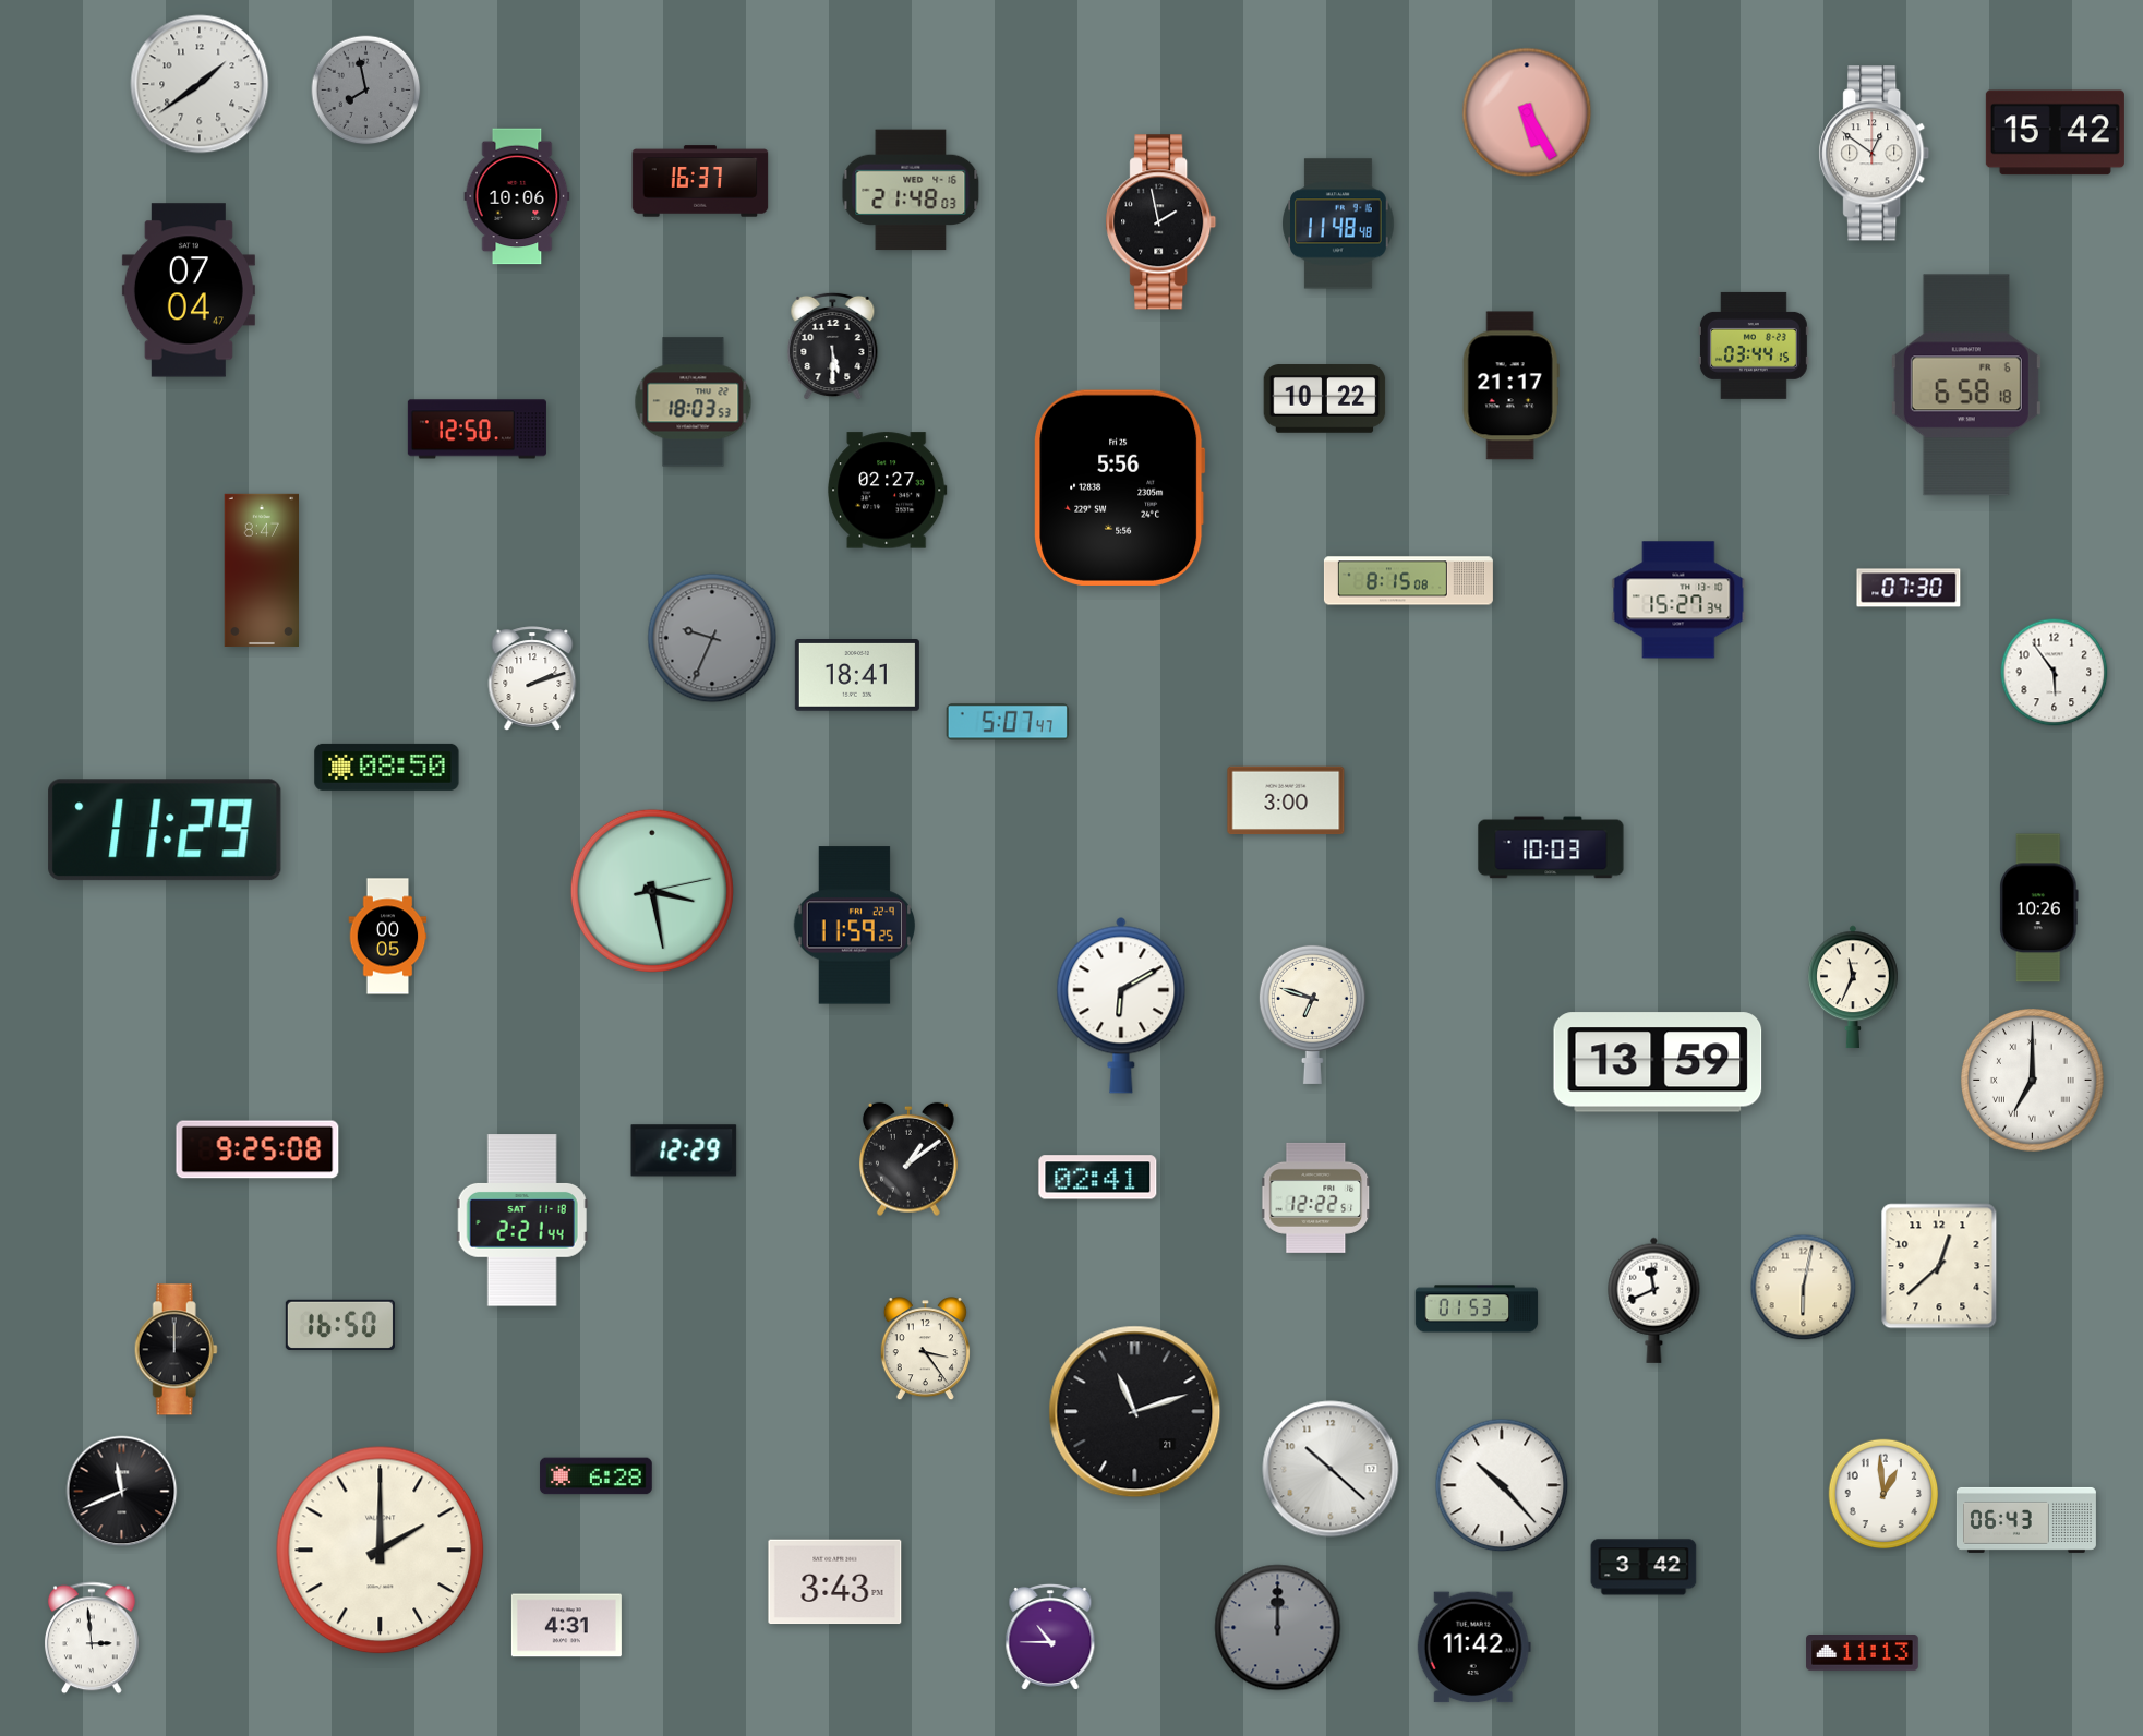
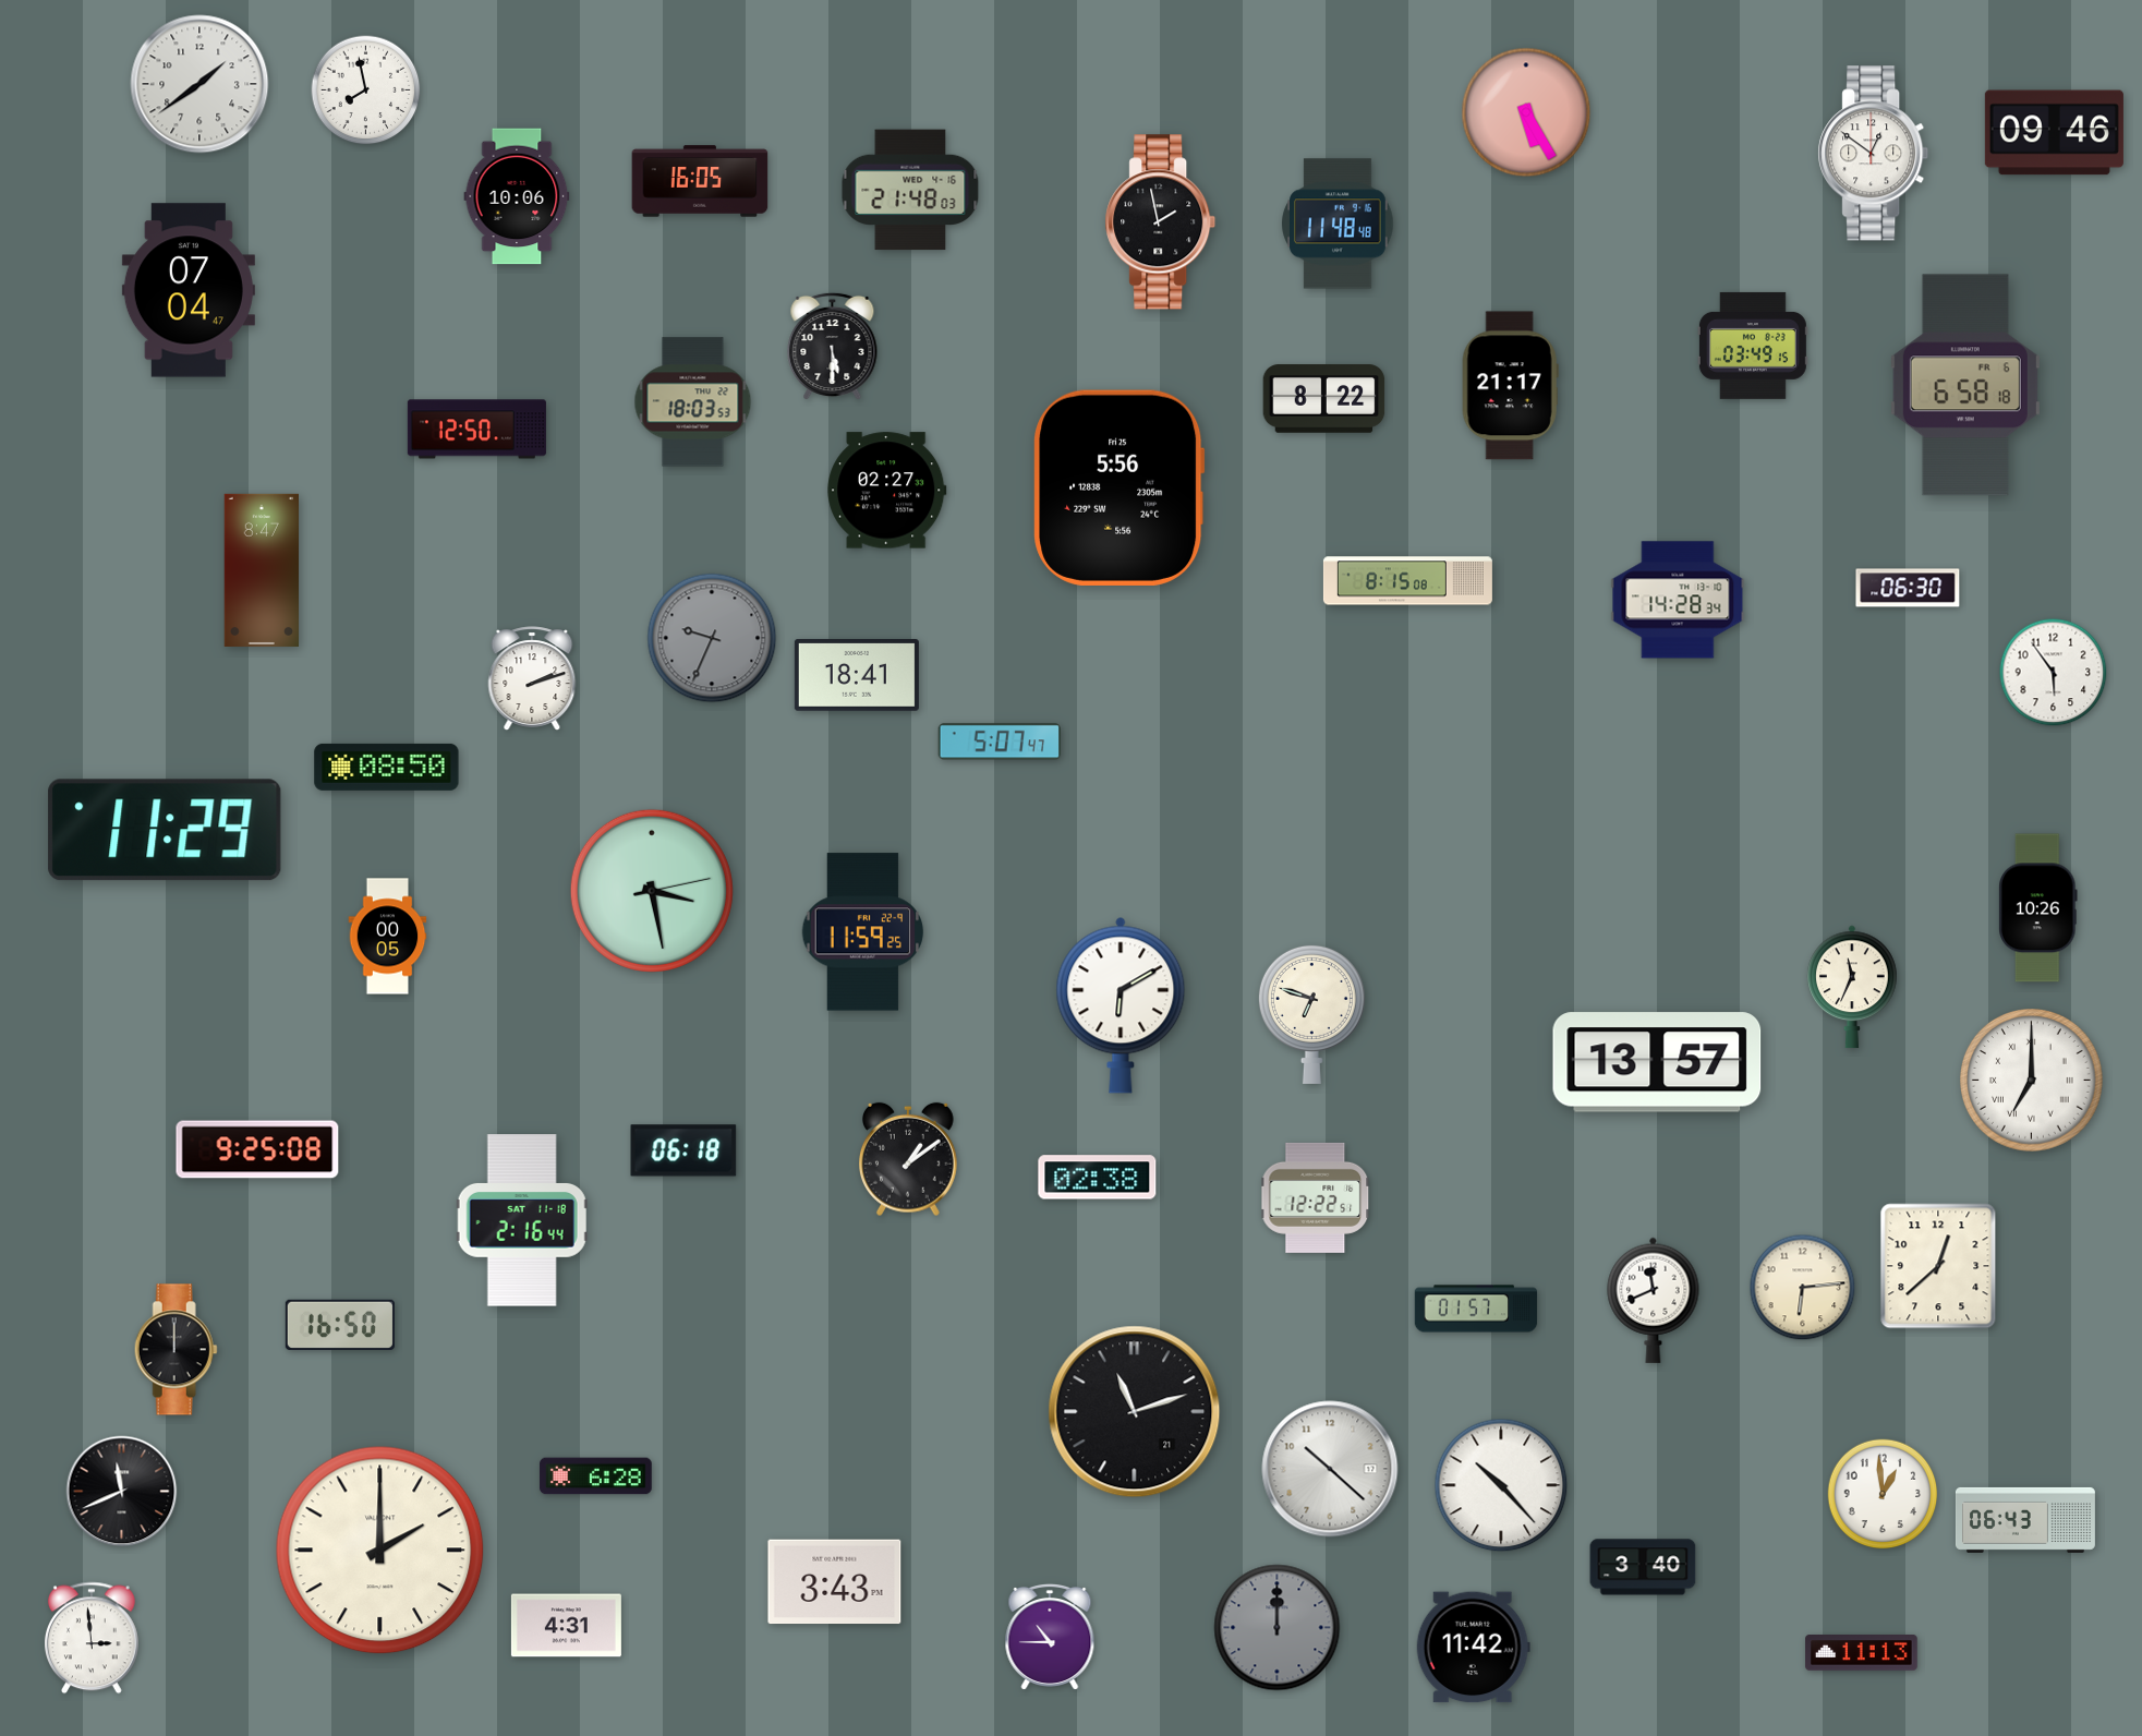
clock at (366, 91) dial: grey -> white
clock at (2055, 133): 15:42 -> 09:46
clock at (700, 181): 16:37 -> 16:05
clock at (1754, 346): 03:44 -> 03:49
clock at (1325, 399): 10:22 -> 8:22
clock at (1909, 588): 07:30 -> 06:30
clock at (1678, 600): 15:27 -> 14:28
clock at (1008, 722) position: (1008, 722) -> (1000, 742)
clock at (1286, 800): 3:00 -> none
clock at (1551, 847): 10:03 -> none
clock at (855, 926) position: (855, 926) -> (863, 932)
clock at (1658, 1062): 13:59 -> 13:57
clock at (684, 1150): 12:29 -> 06:18
clock at (1098, 1178): 02:41 -> 02:38
clock at (522, 1220): 2:21 -> 2:16
clock at (1804, 1288): 6:02 -> 6:14
clock at (1477, 1309): 01:53 -> 01:57
clock at (925, 1349): 3:24 -> none
clock at (1644, 1567): 3:42 -> 3:40
